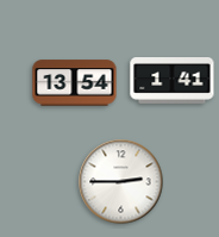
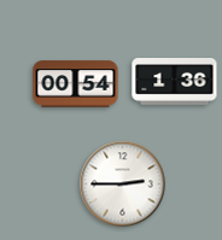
clock at (173, 81): 1:41 -> 1:36
clock at (75, 83): 13:54 -> 00:54
